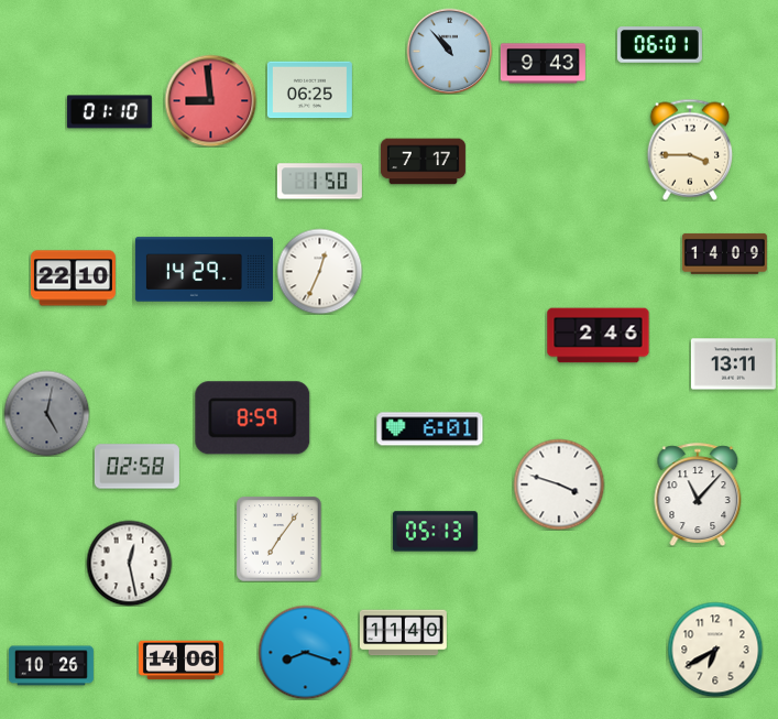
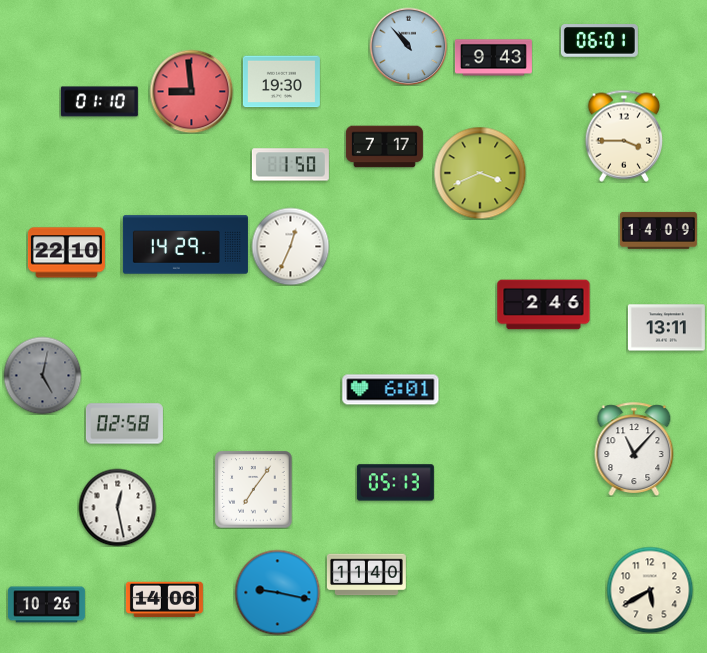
clock at (309, 90): 06:25 -> 19:30
clock at (690, 150) position: (690, 150) -> (624, 136)
clock at (480, 173): none -> 3:41
clock at (733, 364) position: (733, 364) -> (666, 328)
clock at (253, 418): 8:59 -> none
clock at (559, 484): 3:48 -> none
clock at (129, 563) position: (129, 563) -> (117, 507)
clock at (715, 650): 6:40 -> 5:40
clock at (305, 652): 8:18 -> 9:17
